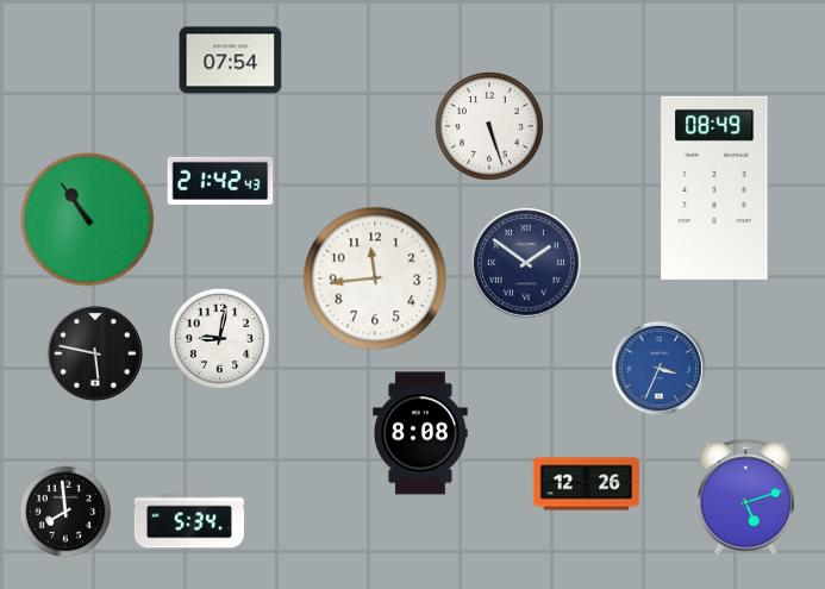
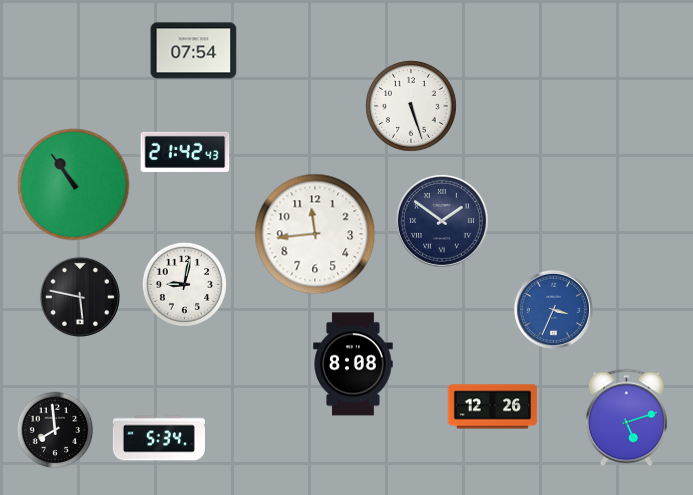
clock at (714, 188): 08:49 -> none
